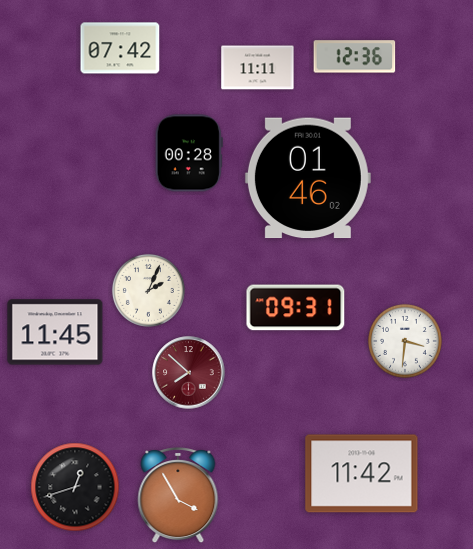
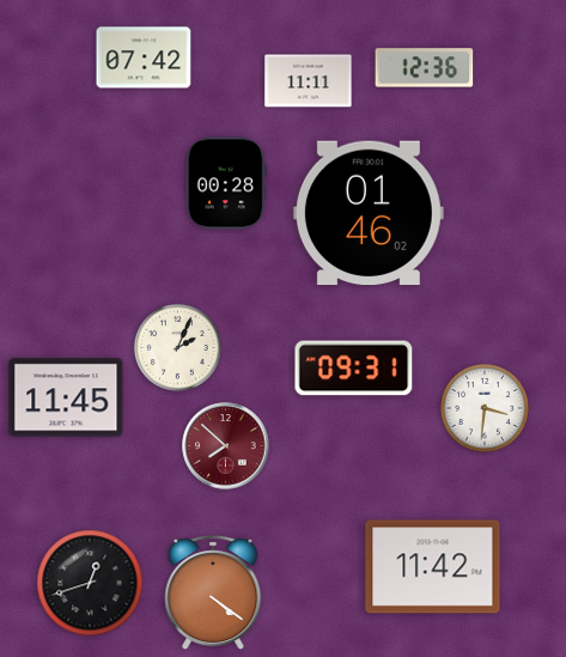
clock at (178, 495): 3:55 -> 4:21
